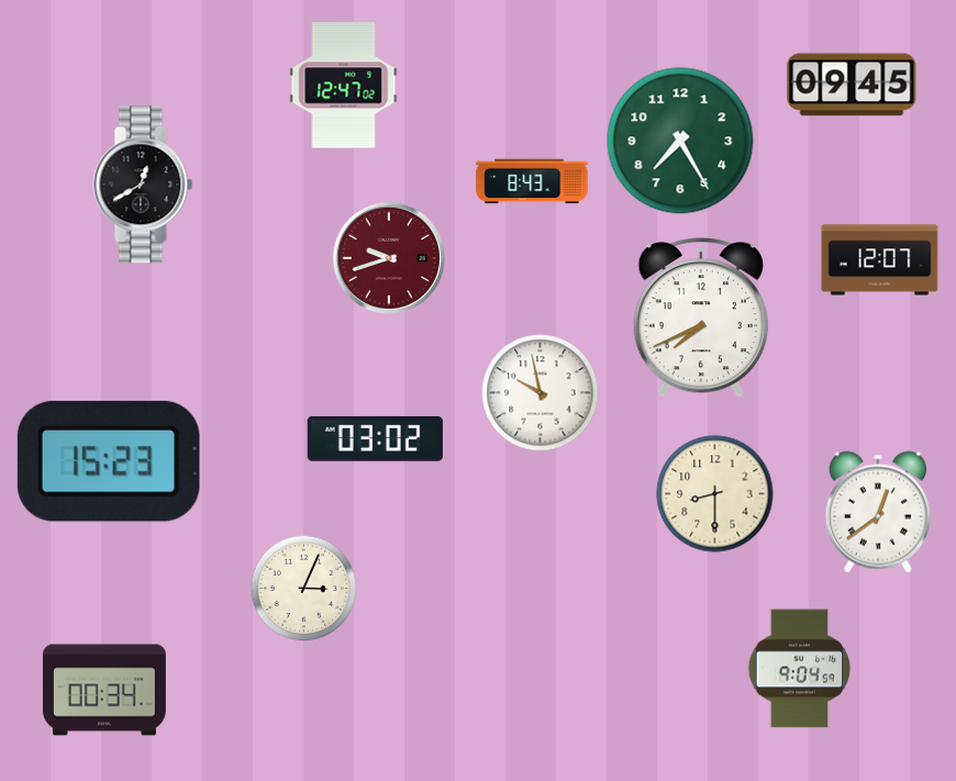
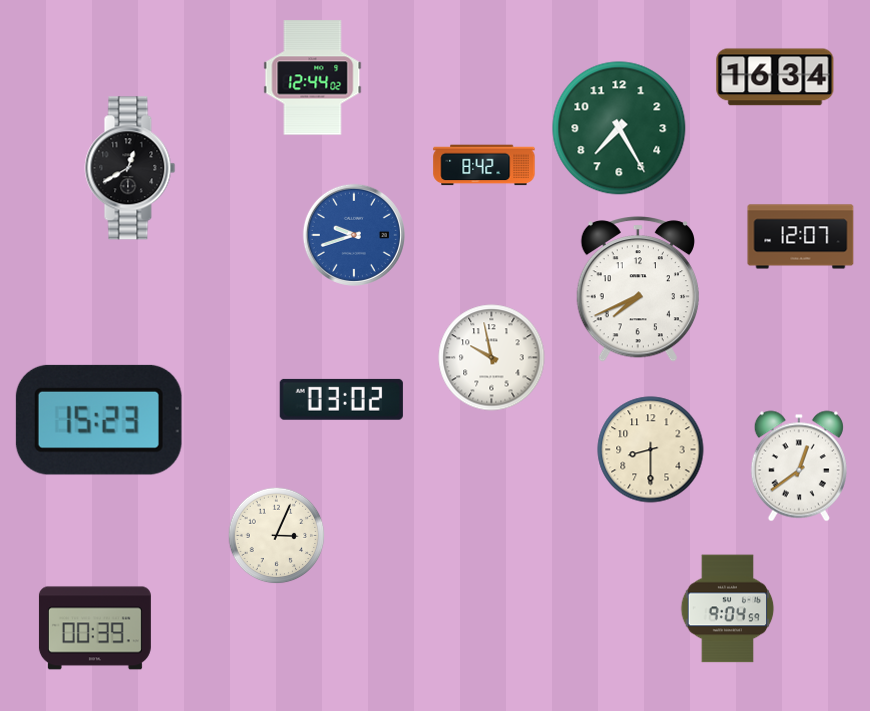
clock at (852, 85): 09:45 -> 16:34
clock at (344, 86): 12:47 -> 12:44
clock at (532, 181): 8:43 -> 8:42
clock at (389, 258) dial: burgundy -> blue
clock at (104, 690): 00:34 -> 00:39
